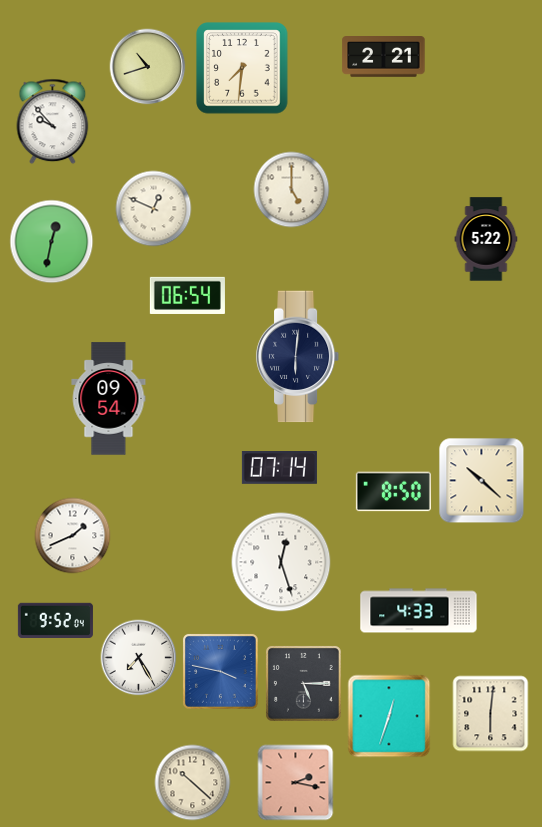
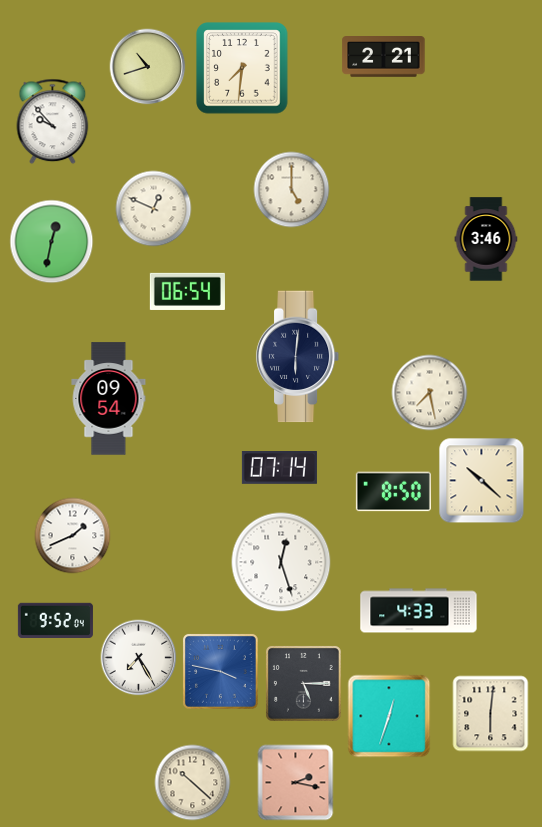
clock at (486, 239): 5:22 -> 3:46
clock at (187, 295) position: (187, 295) -> (187, 291)
clock at (430, 393): none -> 7:28
